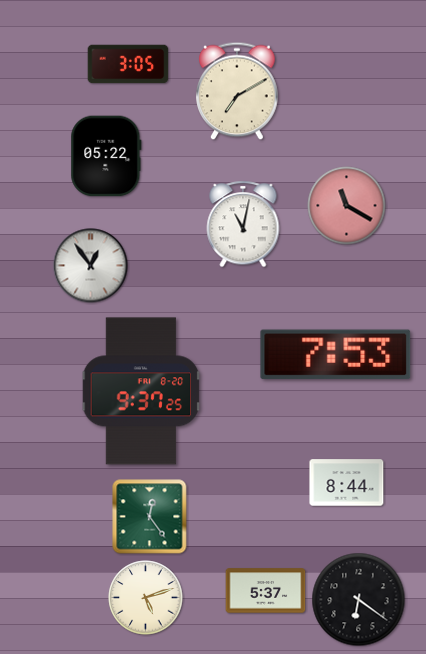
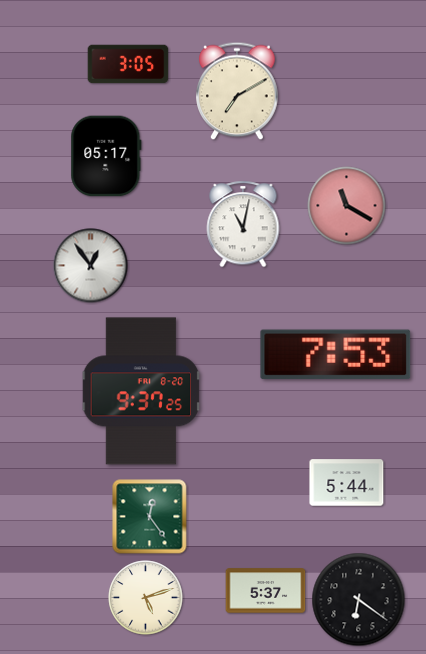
clock at (106, 156): 05:22 -> 05:17
clock at (347, 483): 8:44 -> 5:44
